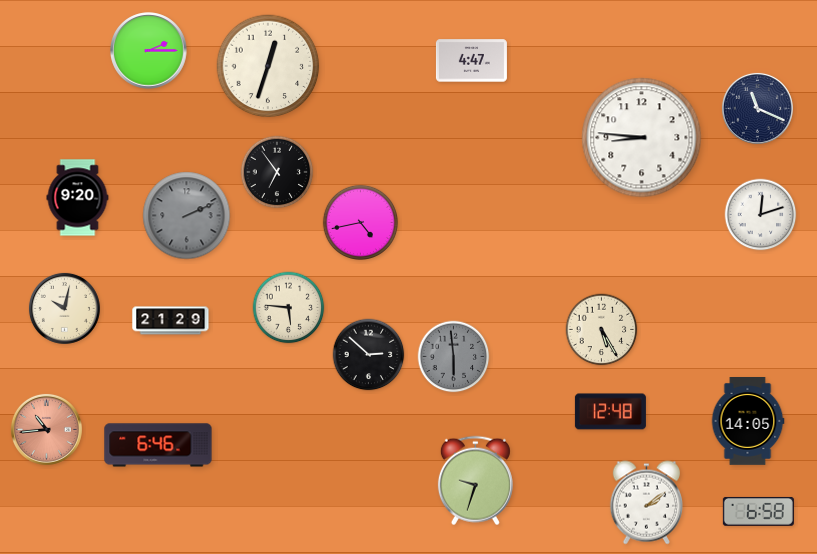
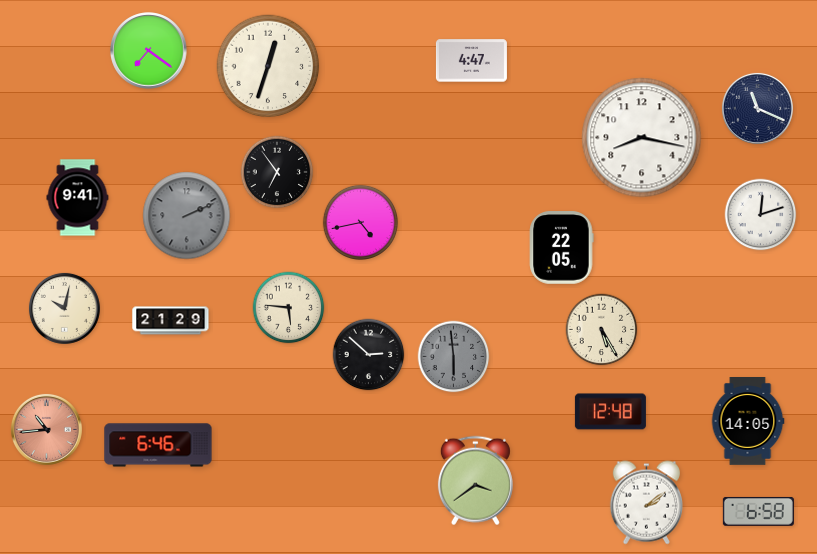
clock at (149, 51): 2:15 -> 7:21
clock at (642, 138): 8:46 -> 8:17
clock at (78, 198): 9:20 -> 9:41
clock at (561, 248): none -> 22:05
clock at (475, 481): 9:33 -> 3:39
